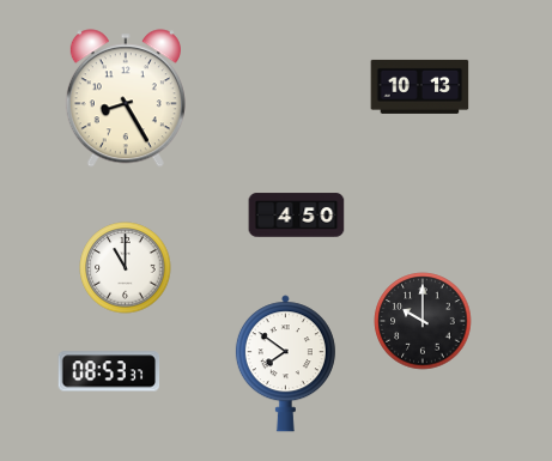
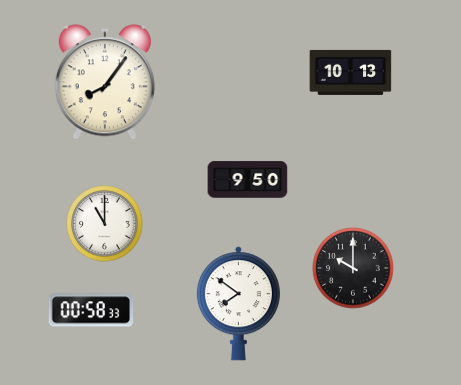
clock at (126, 98): 8:25 -> 8:06
clock at (297, 216): 4:50 -> 9:50
clock at (109, 371): 08:53 -> 00:58
